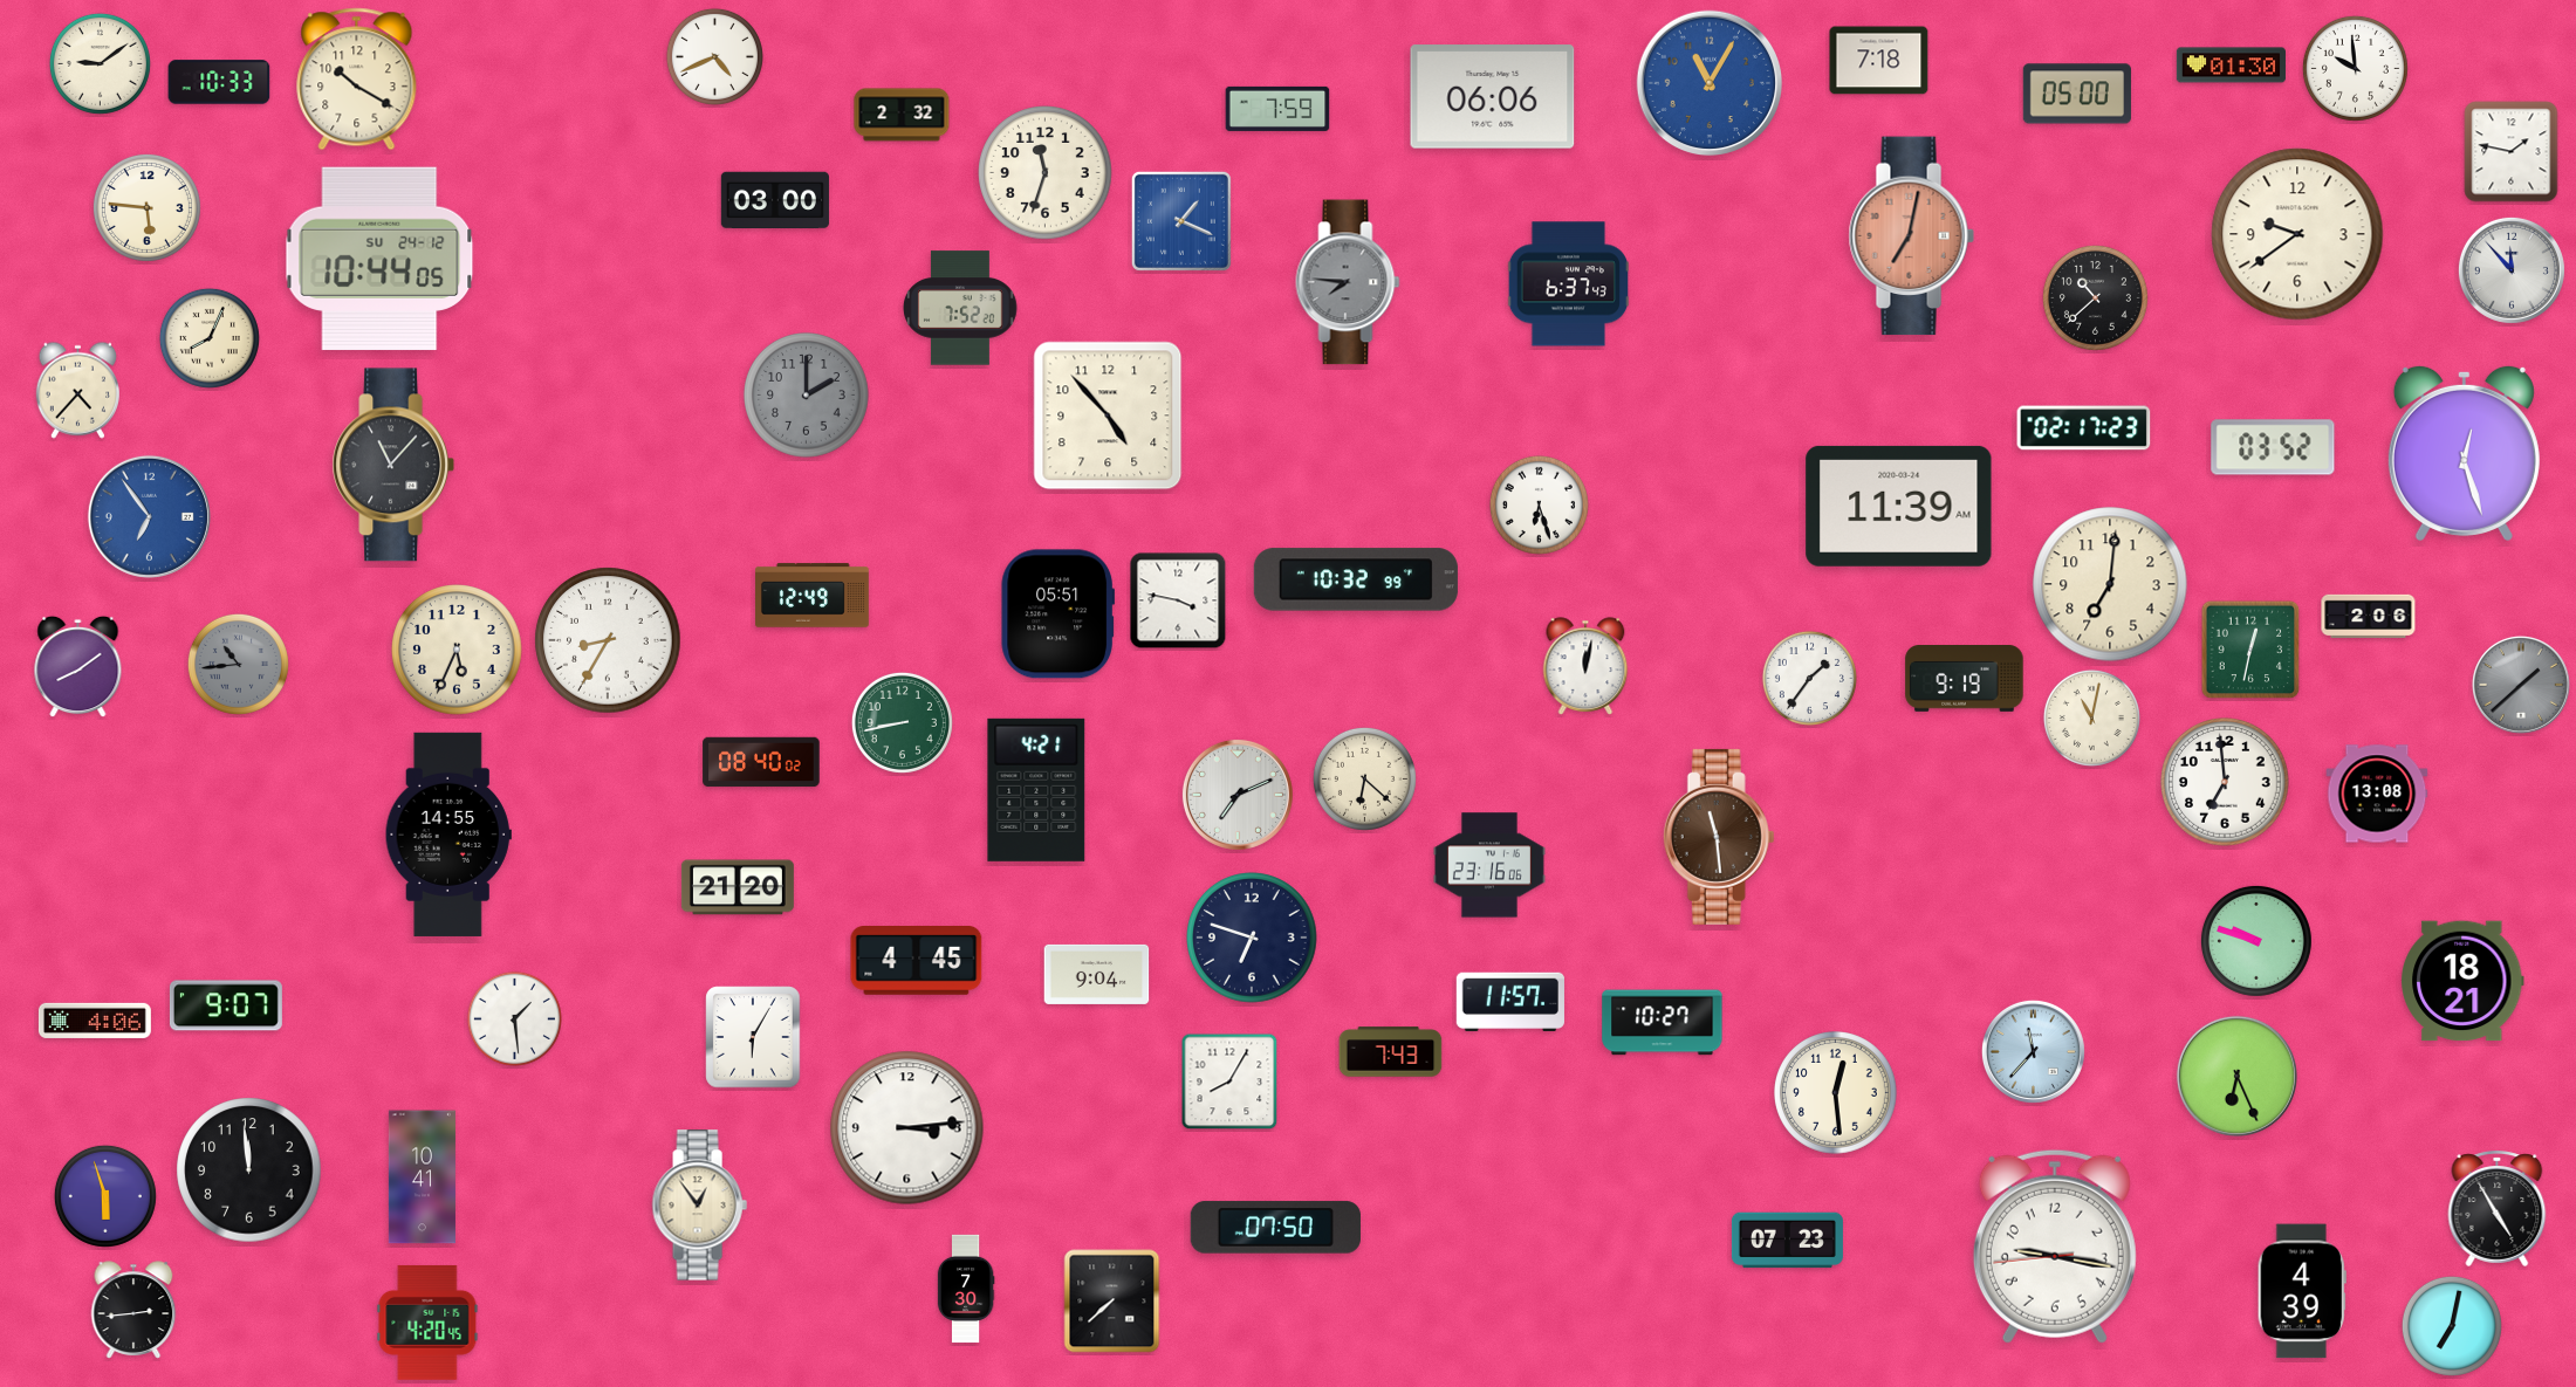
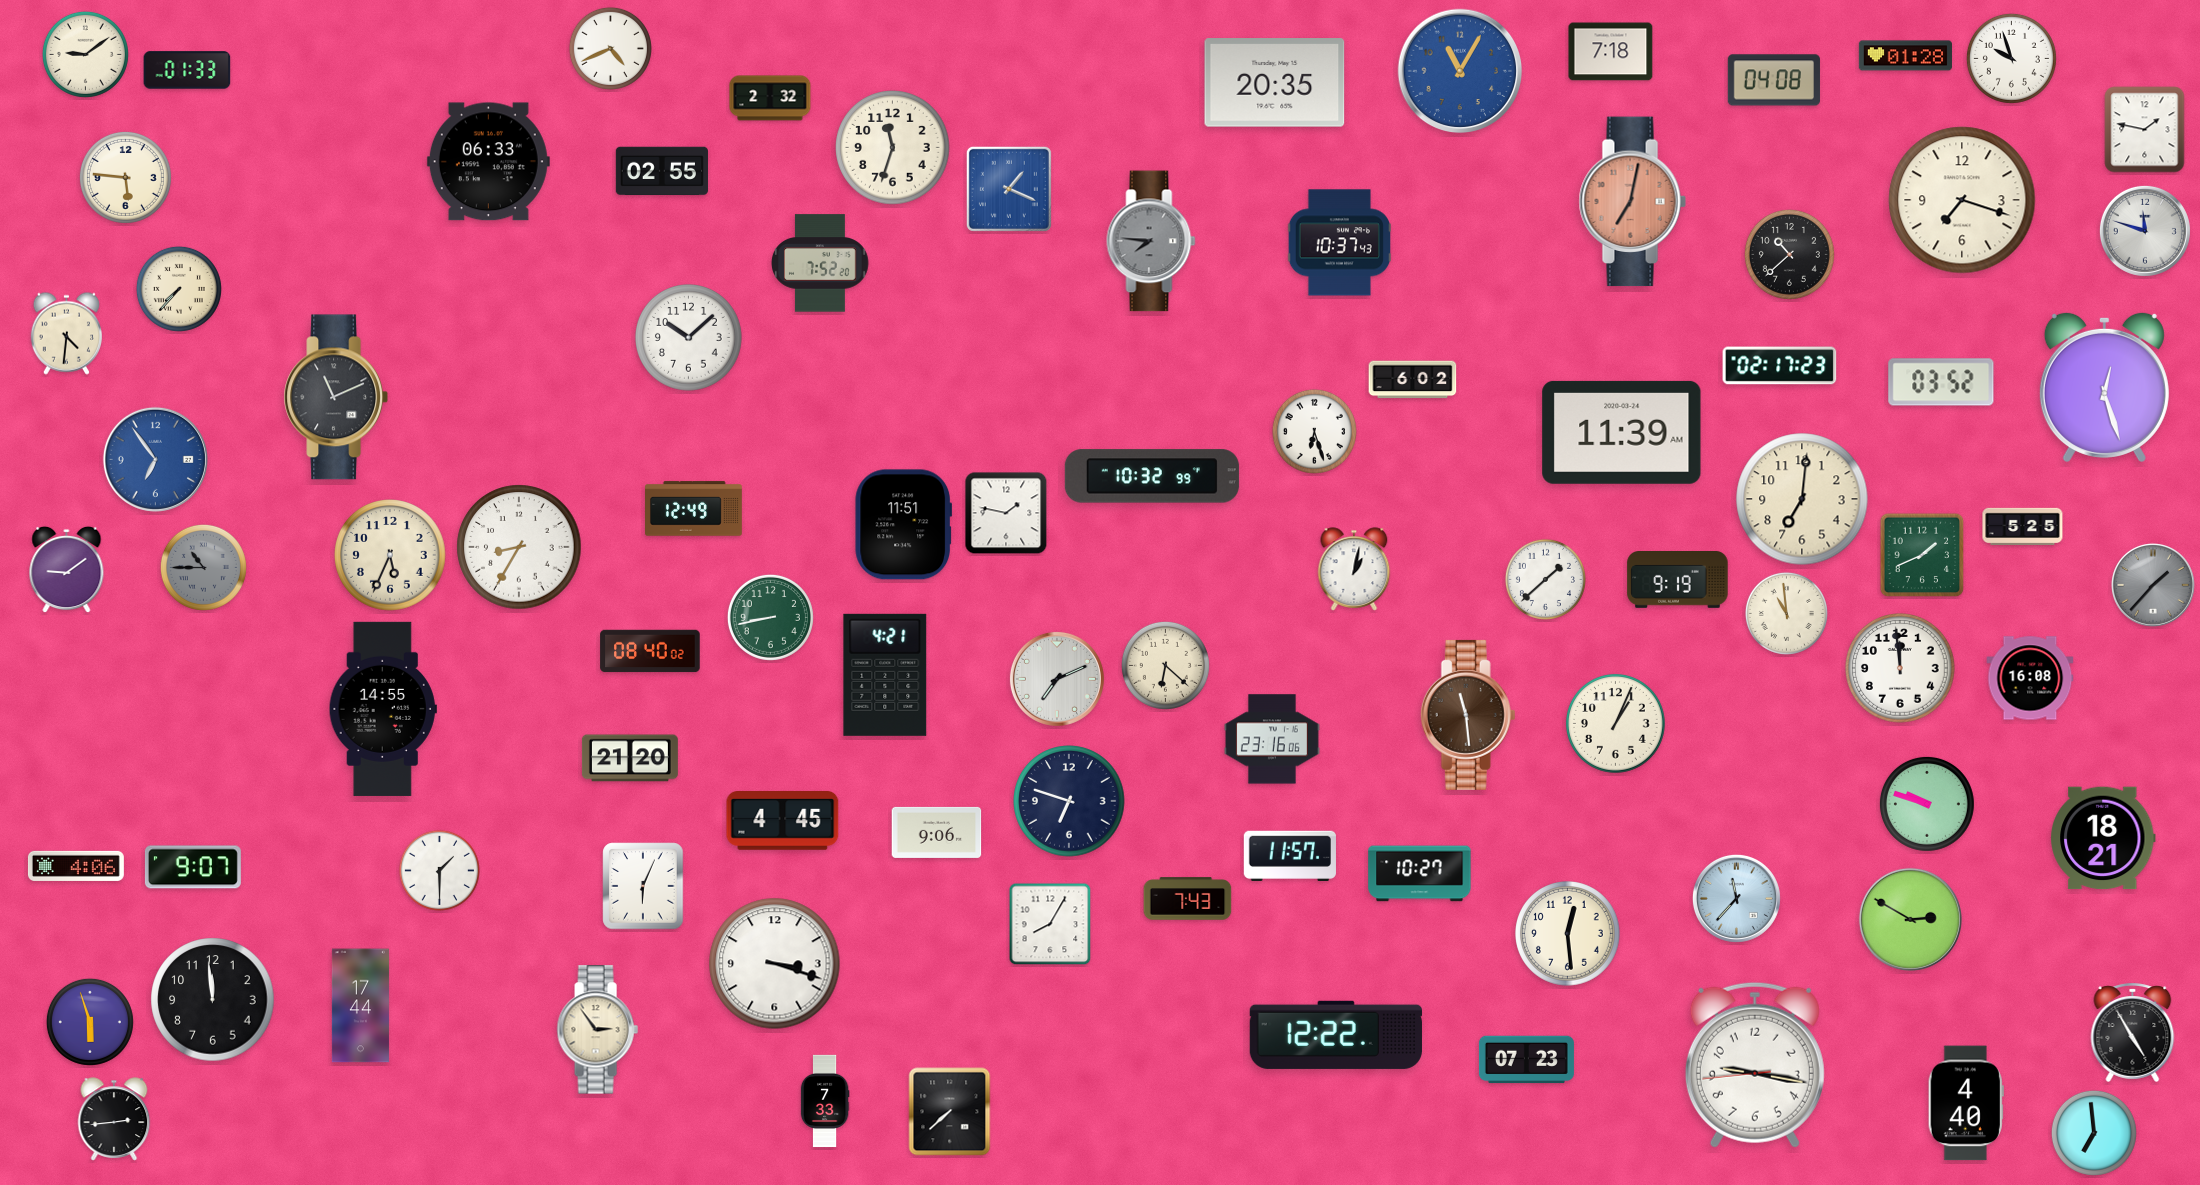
clock at (1879, 61) position: (1879, 61) -> (1611, 52)
clock at (2231, 66): 01:30 -> 01:28
clock at (2355, 68): 9:59 -> 9:57
clock at (357, 80): 10:20 -> none
clock at (219, 82): 10:33 -> 01:33
clock at (2077, 94): 05:00 -> 04:08
clock at (1493, 97): 06:06 -> 20:35
clock at (1277, 109): 7:59 -> none
clock at (488, 162): none -> 06:33
clock at (775, 200): 03:00 -> 02:55
clock at (2297, 234): 9:39 -> 7:18
clock at (379, 259): 10:44 -> none
clock at (2512, 270): 11:53 -> 11:48
clock at (1568, 284): 6:37 -> 10:37
clock at (210, 338): 8:04 -> 7:37
clock at (77, 390): 4:37 -> 4:31
clock at (807, 396): 2:00 -> 10:08
clock at (807, 396) dial: grey -> white
clock at (1108, 416): 4:53 -> none
clock at (1413, 380): none -> 6:02
clock at (393, 465): 11:07 -> 11:11
clock at (149, 516) position: (149, 516) -> (155, 459)
clock at (1356, 579) position: (1356, 579) -> (1152, 476)
clock at (1178, 600): 3:47 -> 1:47
clock at (1057, 614): 05:51 -> 11:51
clock at (2369, 616): 2:06 -> 5:25
clock at (2250, 650): 12:32 -> 1:41
clock at (238, 664): 10:44 -> 10:45
clock at (1585, 666): 12:02 -> 1:02
clock at (78, 667): 8:09 -> 9:09
clock at (1809, 678): 1:36 -> 1:38
clock at (2521, 685): 1:38 -> 1:37
clock at (2091, 717): 11:02 -> 10:59
clock at (2225, 782): 6:59 -> 11:59
clock at (2377, 794): 13:08 -> 16:08
clock at (448, 835) position: (448, 835) -> (383, 709)
clock at (1615, 723): none -> 1:04
clock at (1097, 974): 9:04 -> 9:06
clock at (226, 1005) position: (226, 1005) -> (193, 867)
clock at (514, 1018): 1:29 -> 1:30
clock at (95, 1021) position: (95, 1021) -> (76, 866)
clock at (753, 1037): 6:05 -> 6:04
clock at (2236, 1076): 6:26 -> 2:50
clock at (907, 1128): 3:14 -> 3:18
clock at (422, 1177): 10:41 -> 17:44
clock at (699, 1206): 12:54 -> 2:54
clock at (1336, 1035): none -> 12:22
clock at (1275, 1228): 07:50 -> none
clock at (966, 1289): 7:30 -> 7:33
clock at (2302, 1291): 4:39 -> 4:40
clock at (427, 1323): 4:20 -> none
clock at (2452, 1326): 7:02 -> 6:59
